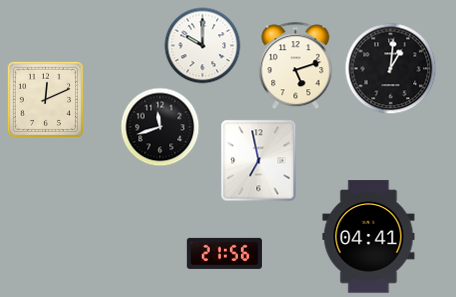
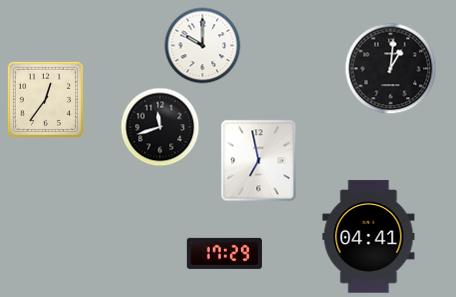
clock at (296, 66): 5:12 -> none
clock at (45, 99): 12:11 -> 12:36
clock at (224, 253): 21:56 -> 17:29
